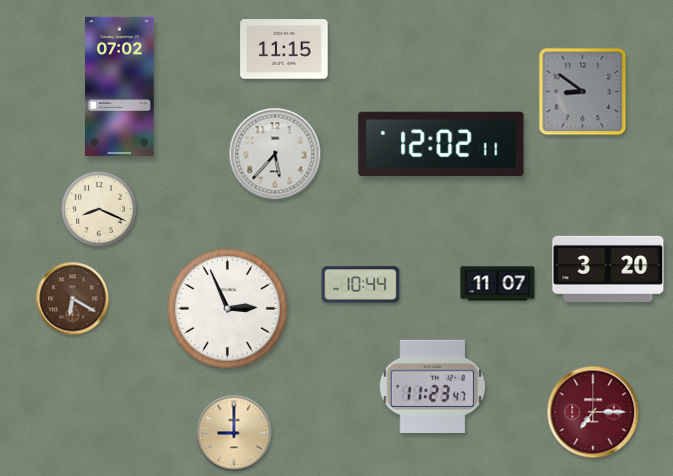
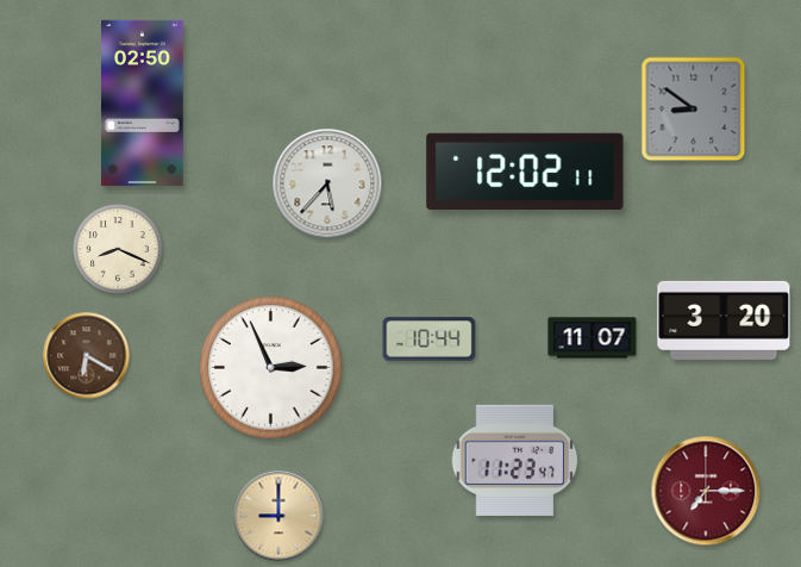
clock at (284, 49): 11:15 -> none
clock at (120, 86): 07:02 -> 02:50
